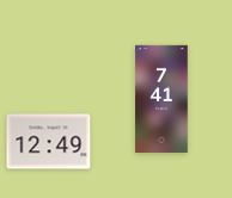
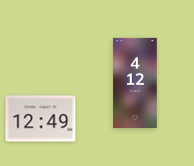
clock at (161, 99): 7:41 -> 4:12
